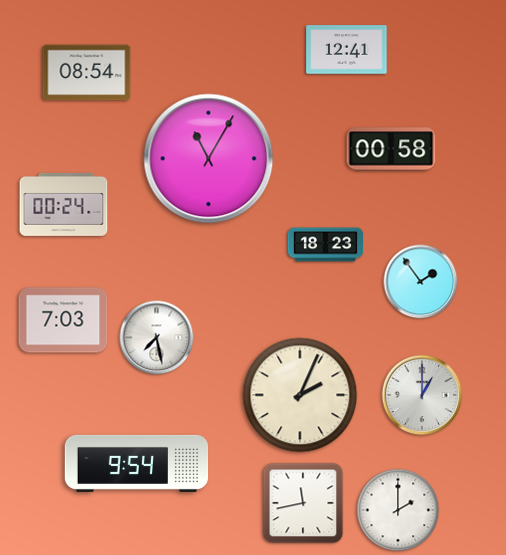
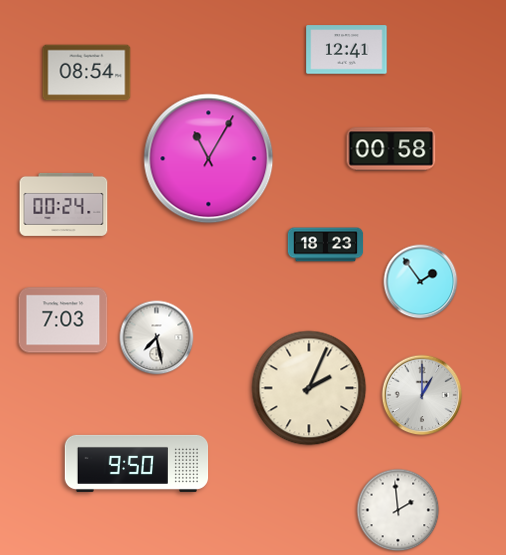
clock at (300, 395) position: (300, 395) -> (309, 388)
clock at (137, 463): 9:54 -> 9:50
clock at (303, 503): 11:43 -> none
clock at (398, 510): 2:00 -> 1:59
